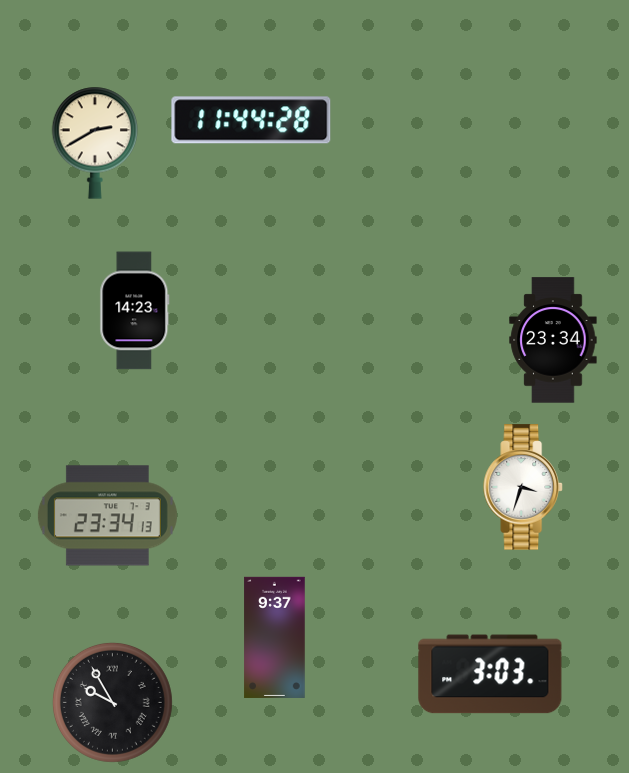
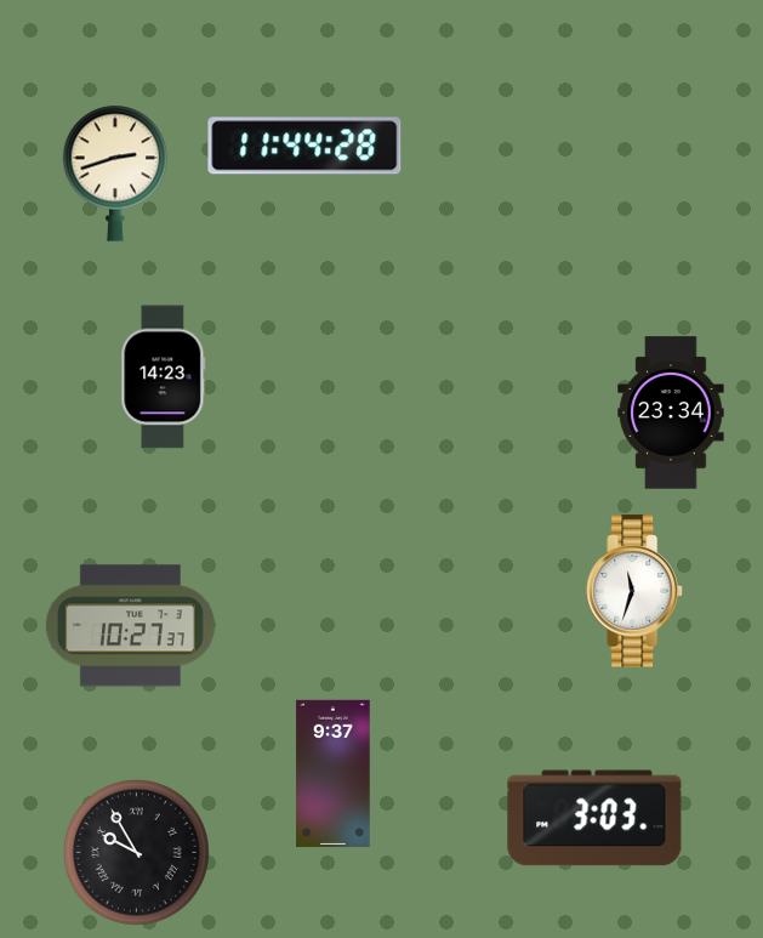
clock at (95, 143): 2:40 -> 2:42
clock at (523, 487): 3:33 -> 11:33
clock at (107, 516): 23:34 -> 10:27
